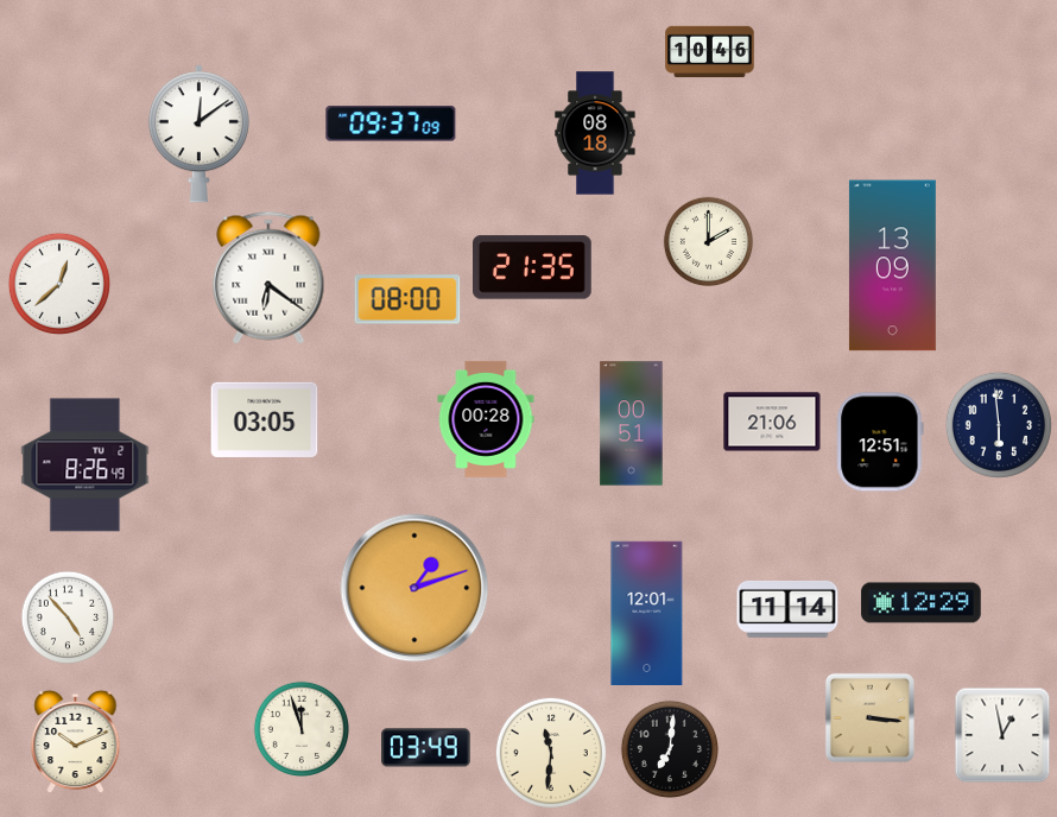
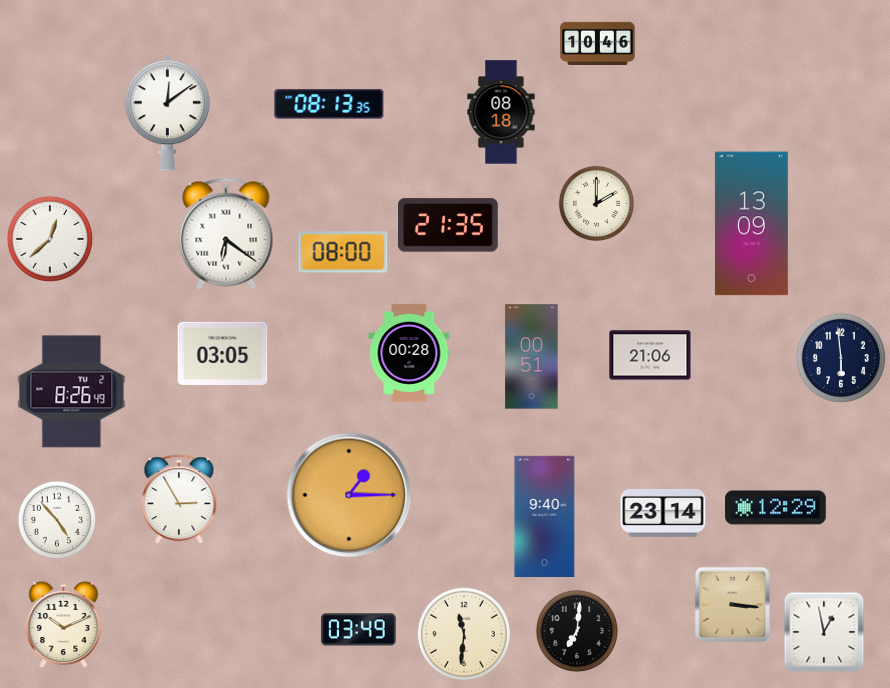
clock at (391, 123): 09:37 -> 08:13
clock at (880, 442): 12:51 -> none
clock at (414, 588): 1:12 -> 1:15
clock at (179, 500): none -> 2:55
clock at (787, 609): 11:14 -> 23:14
clock at (647, 613): 12:01 -> 9:40
clock at (300, 728): 11:57 -> none
clock at (1002, 735) position: (1002, 735) -> (824, 632)
clock at (669, 748) position: (669, 748) -> (576, 630)
